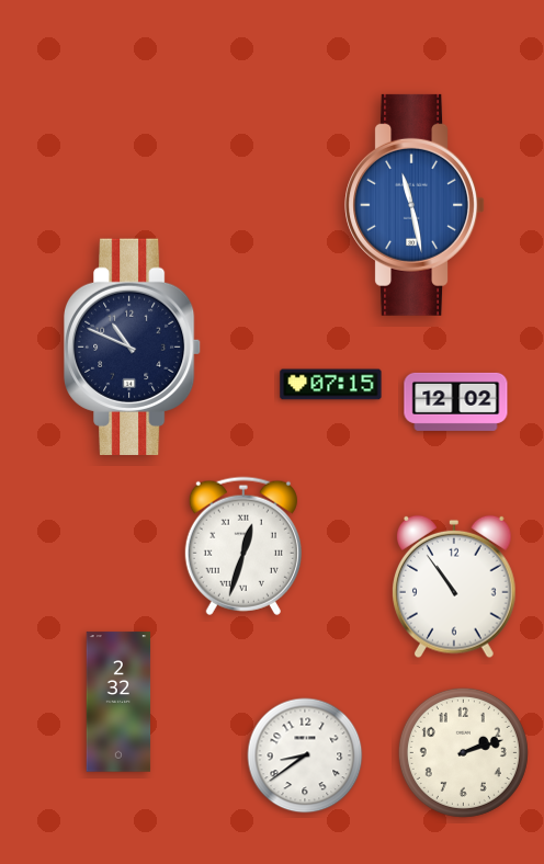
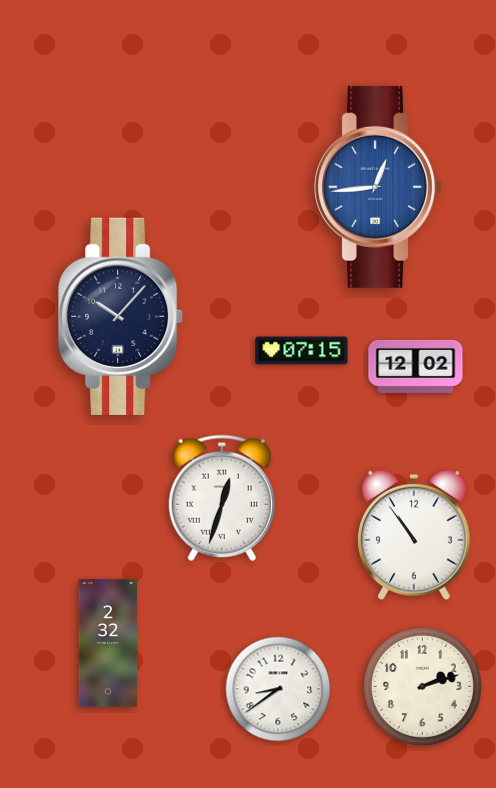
clock at (415, 205): 11:28 -> 12:44
clock at (134, 346): 10:49 -> 10:07
clock at (118, 702) position: (118, 702) -> (108, 643)
